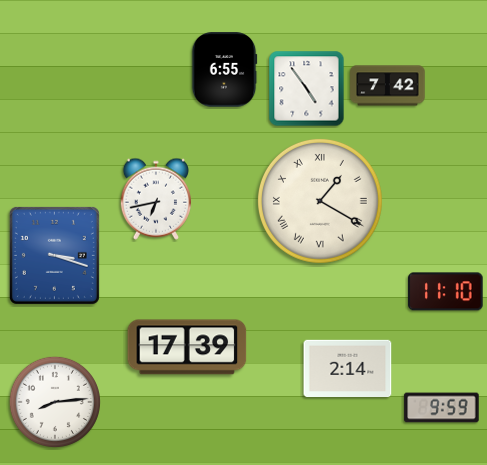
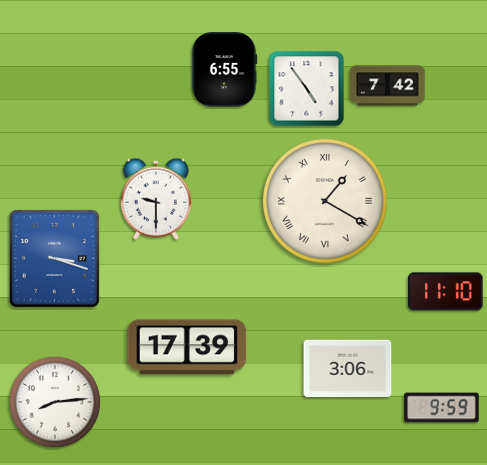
clock at (155, 199): 6:43 -> 9:30
clock at (320, 201) position: (320, 201) -> (325, 201)
clock at (54, 255) position: (54, 255) -> (54, 258)
clock at (348, 368): 2:14 -> 3:06
